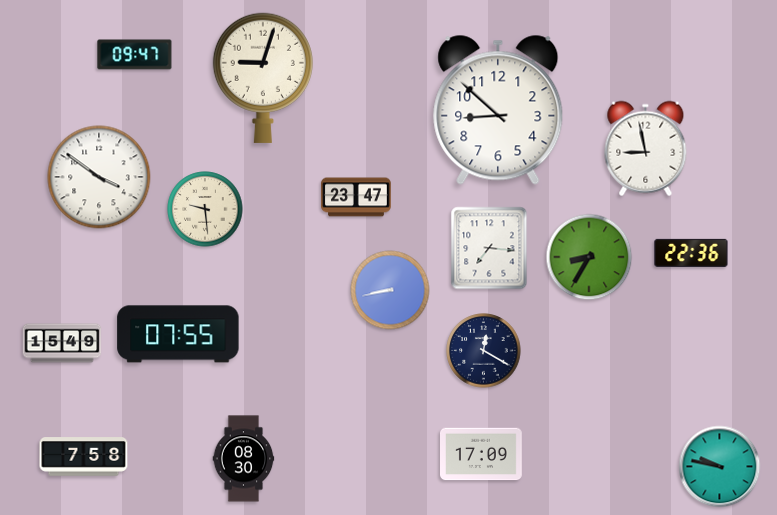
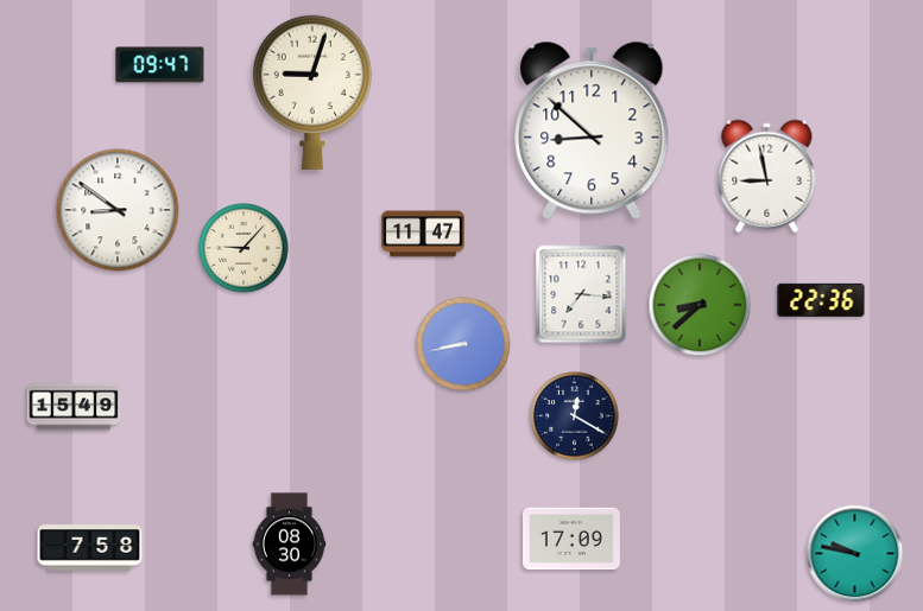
clock at (99, 177): 3:51 -> 8:51
clock at (356, 197): 23:47 -> 11:47
clock at (205, 209): 9:29 -> 9:07
clock at (589, 257): 8:35 -> 8:38
clock at (178, 334): 07:55 -> none
clock at (84, 457) position: (84, 457) -> (90, 548)
